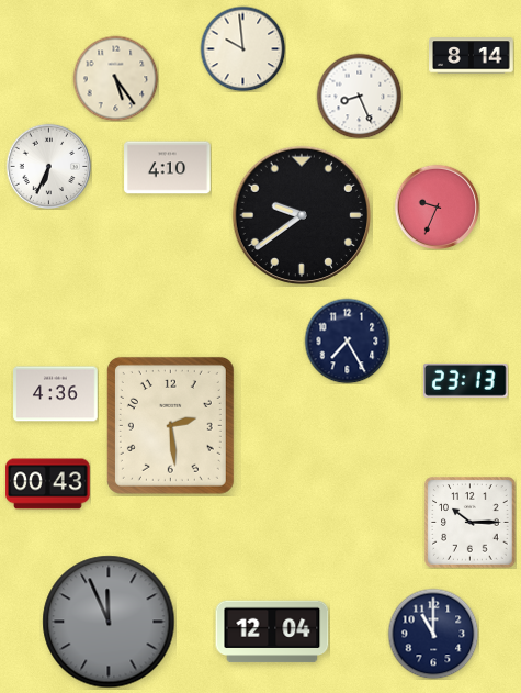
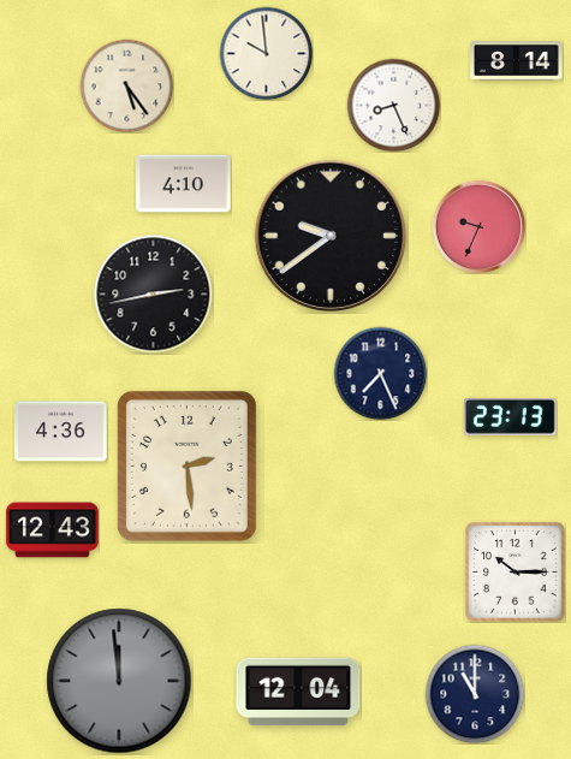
clock at (48, 166): 6:34 -> none
clock at (154, 295): none -> 2:43
clock at (347, 340): 7:25 -> 7:26
clock at (48, 484): 00:43 -> 12:43
clock at (109, 622): 11:56 -> 11:59
